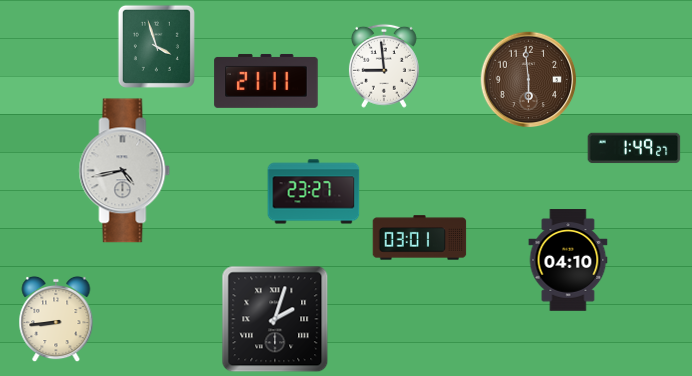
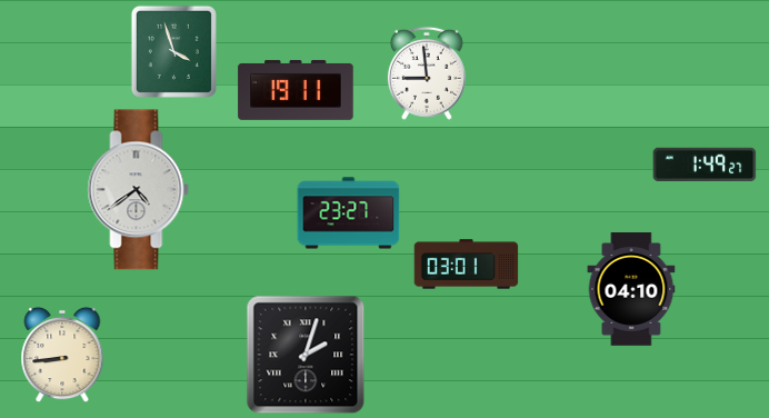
clock at (529, 80): 5:59 -> none
clock at (266, 81): 21:11 -> 19:11
clock at (125, 171): 4:43 -> 4:39
